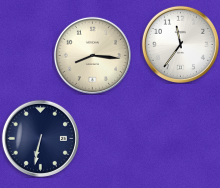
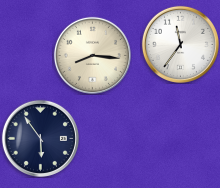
clock at (40, 138): 6:32 -> 5:54
